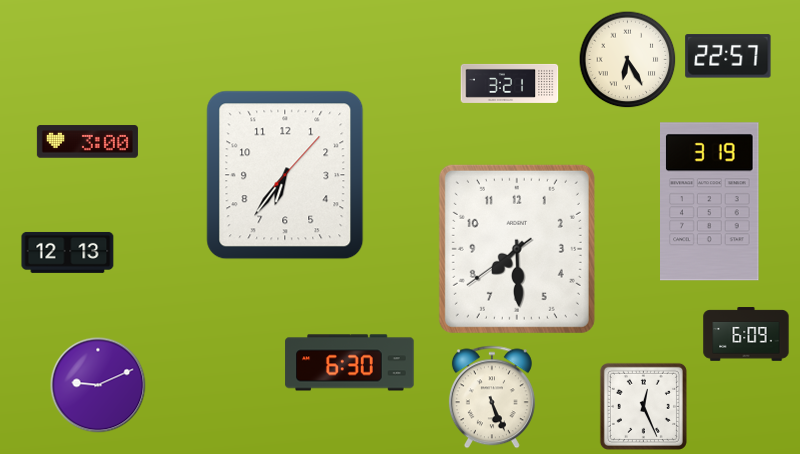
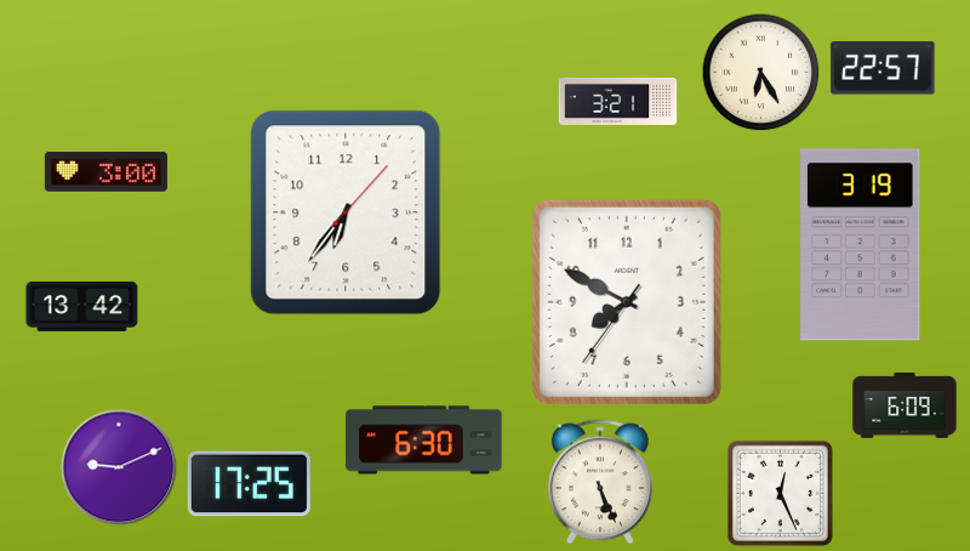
clock at (517, 249): 7:29 -> 7:49
clock at (68, 252): 12:13 -> 13:42
clock at (492, 397) position: (492, 397) -> (600, 482)
clock at (249, 484): none -> 17:25
